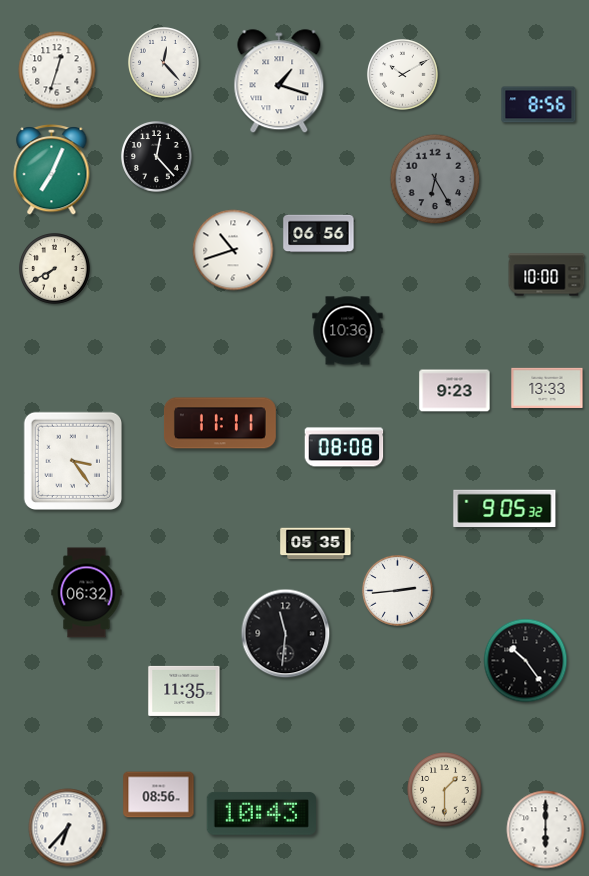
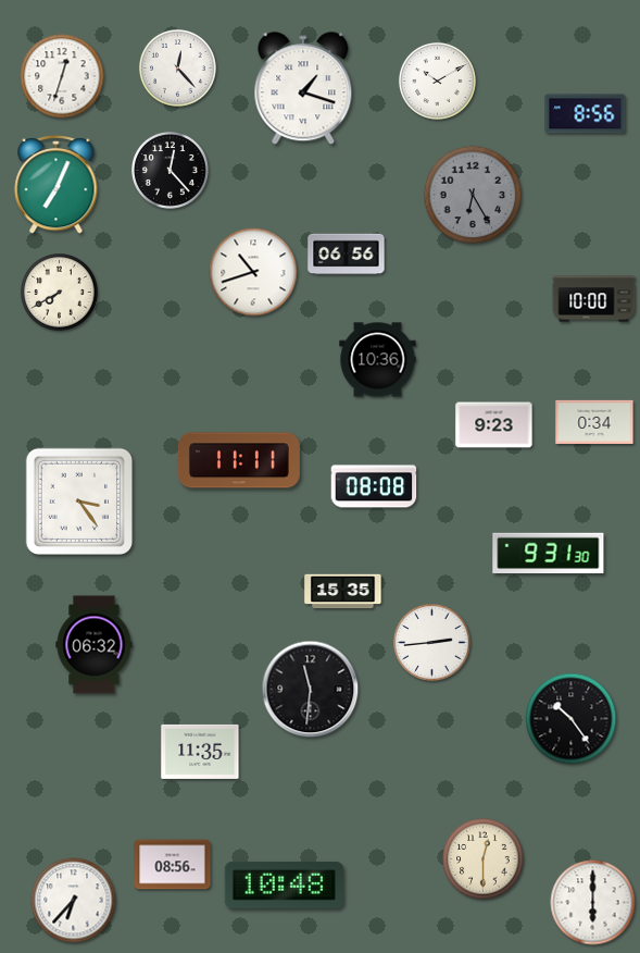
clock at (547, 388): 13:33 -> 0:34
clock at (505, 508): 9:05 -> 9:31
clock at (316, 544): 05:35 -> 15:35
clock at (445, 790): 1:30 -> 12:30
clock at (261, 813): 10:43 -> 10:48
